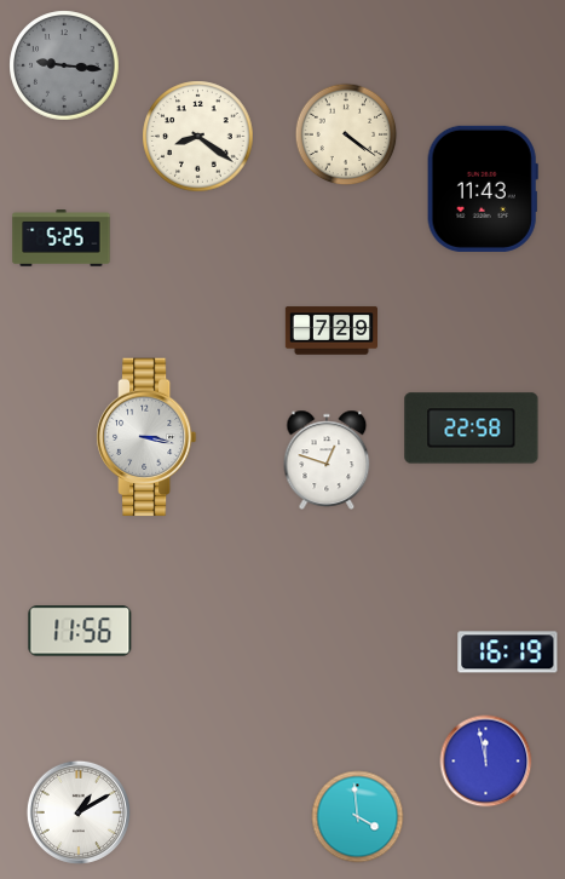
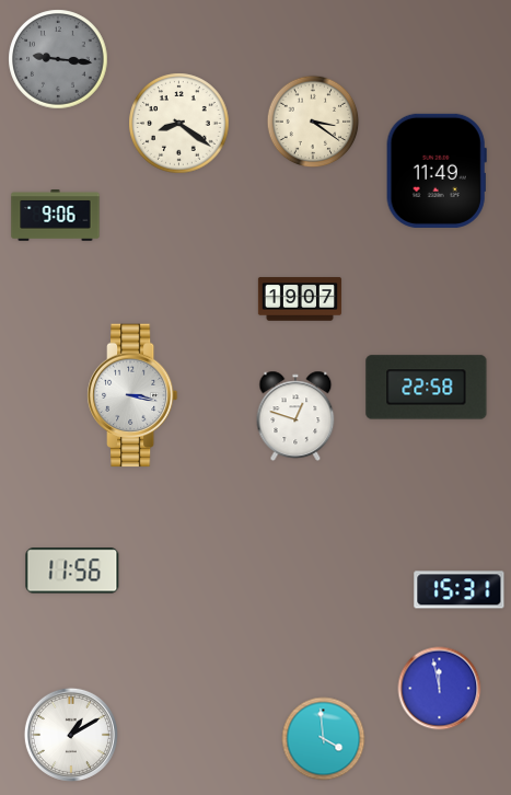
clock at (346, 134): 4:21 -> 3:21
clock at (483, 189): 11:43 -> 11:49
clock at (62, 239): 5:25 -> 9:06
clock at (330, 331): 7:29 -> 19:07
clock at (508, 653): 16:19 -> 15:31
